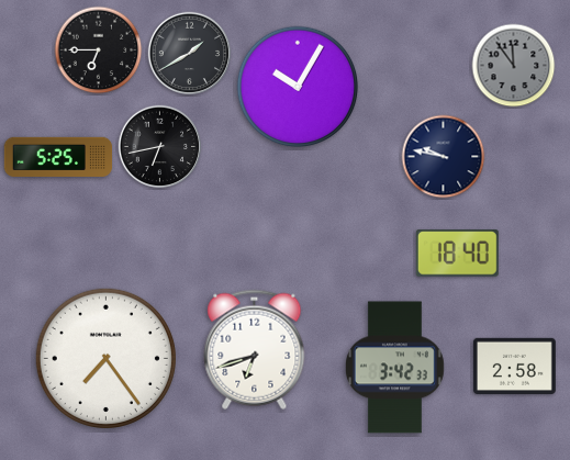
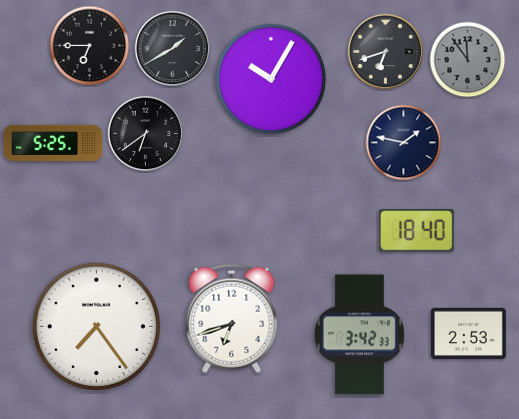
clock at (386, 52): none -> 6:42
clock at (160, 147): 6:43 -> 6:39
clock at (444, 157): 9:47 -> 1:47
clock at (514, 366): 2:58 -> 2:53
